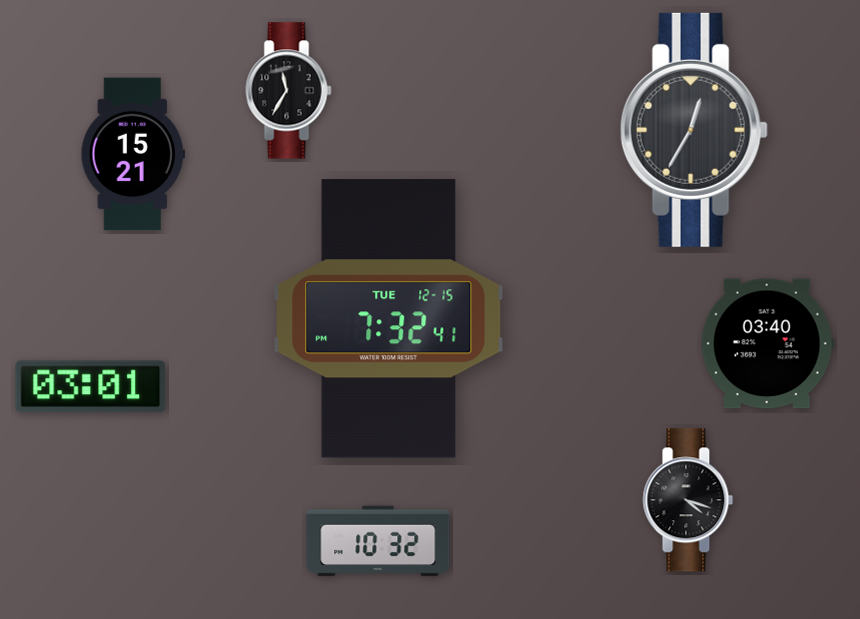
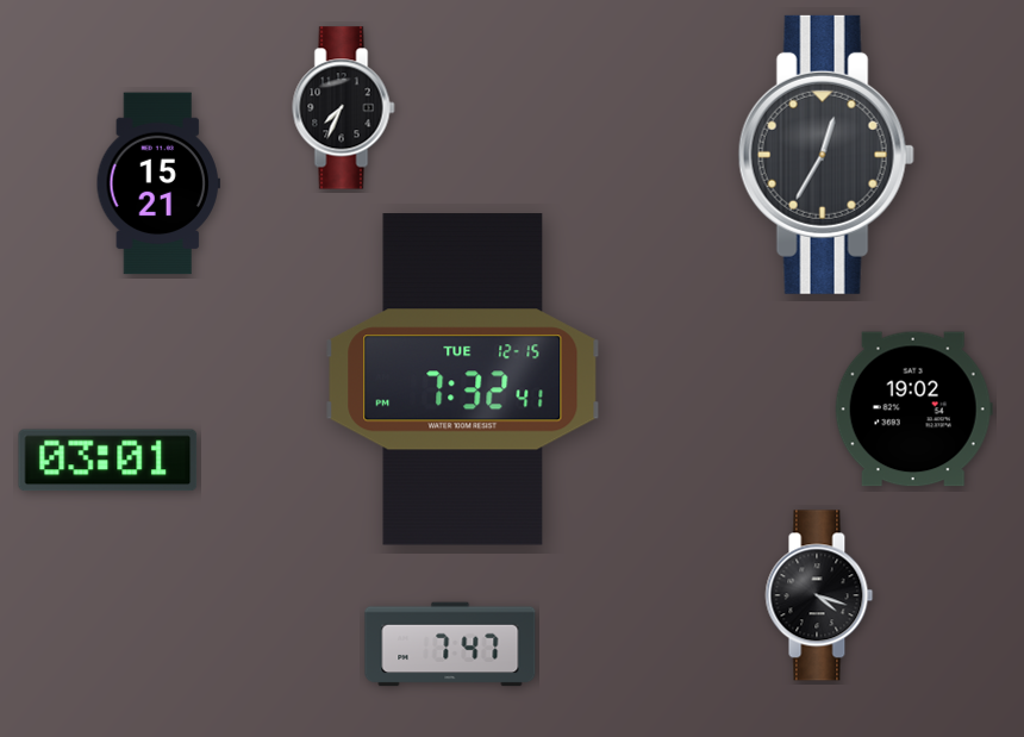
clock at (289, 91): 11:35 -> 7:34
clock at (767, 344): 03:40 -> 19:02
clock at (378, 541): 10:32 -> 7:47
